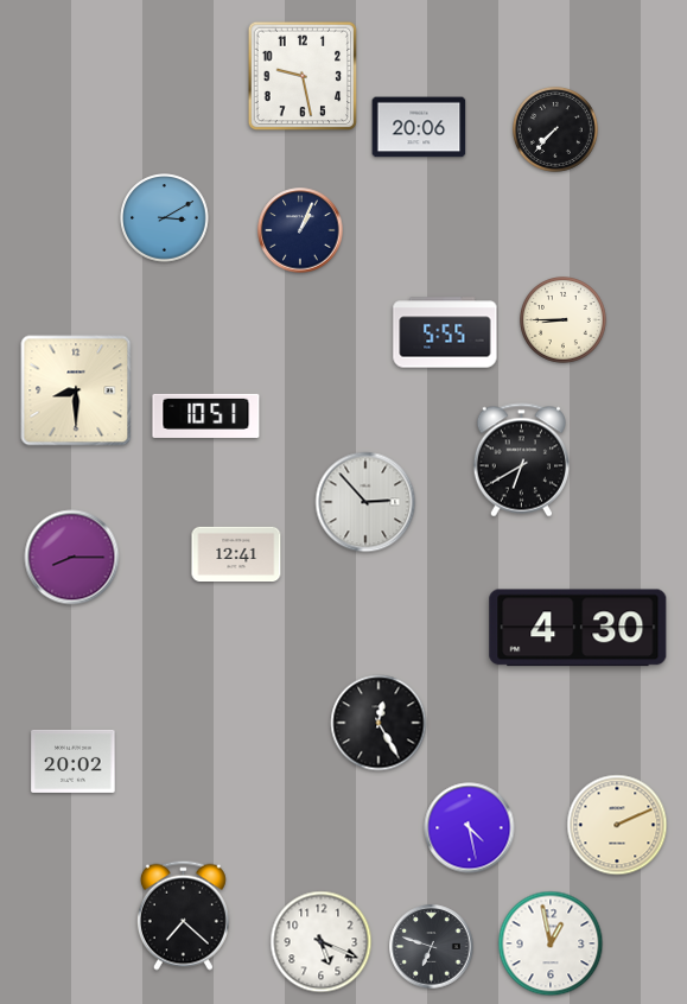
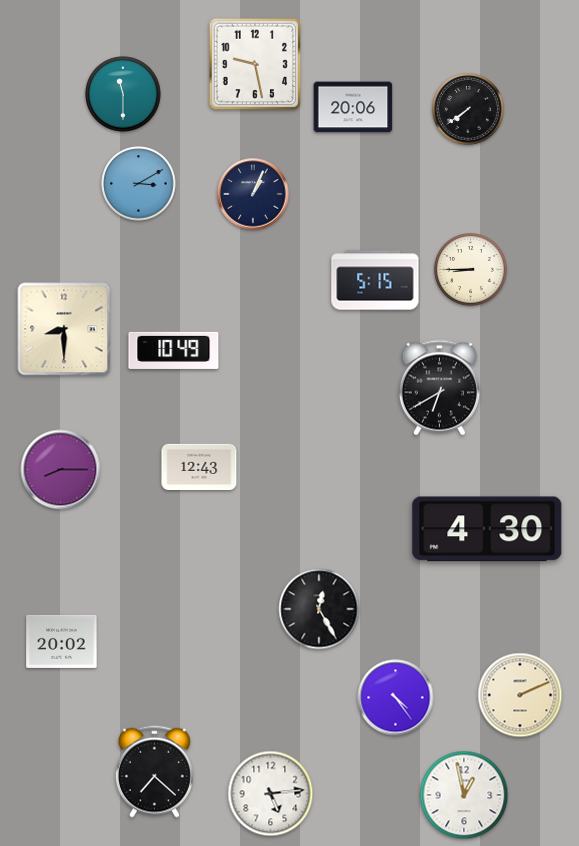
clock at (123, 94): none -> 11:30
clock at (555, 129): 7:37 -> 7:39
clock at (564, 320) position: (564, 320) -> (471, 270)
clock at (445, 332): 5:55 -> 5:15
clock at (206, 415): 10:51 -> 10:49
clock at (365, 502): 2:53 -> none
clock at (236, 553): 12:41 -> 12:43
clock at (470, 828): 4:28 -> 4:24
clock at (322, 942): 5:19 -> 5:14
clock at (432, 947): 6:48 -> none
